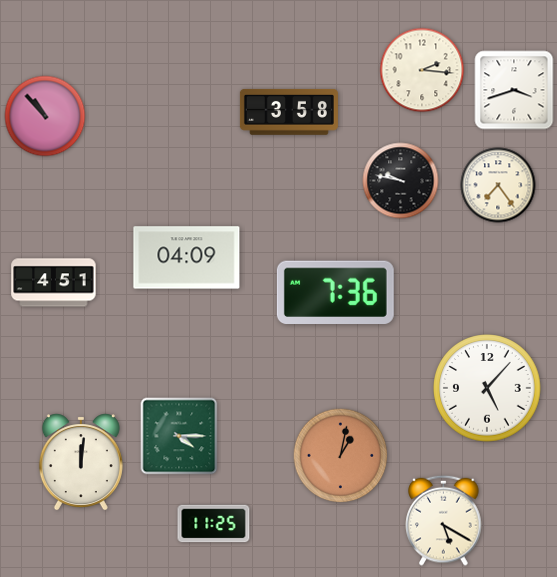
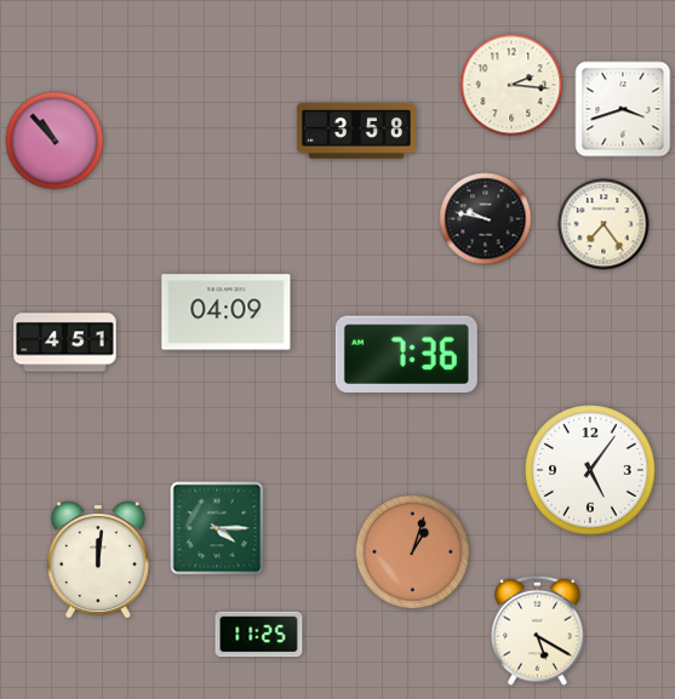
clock at (289, 112) position: (289, 112) -> (356, 131)
clock at (487, 388): 5:07 -> 5:06
clock at (341, 456): 1:02 -> 1:03
